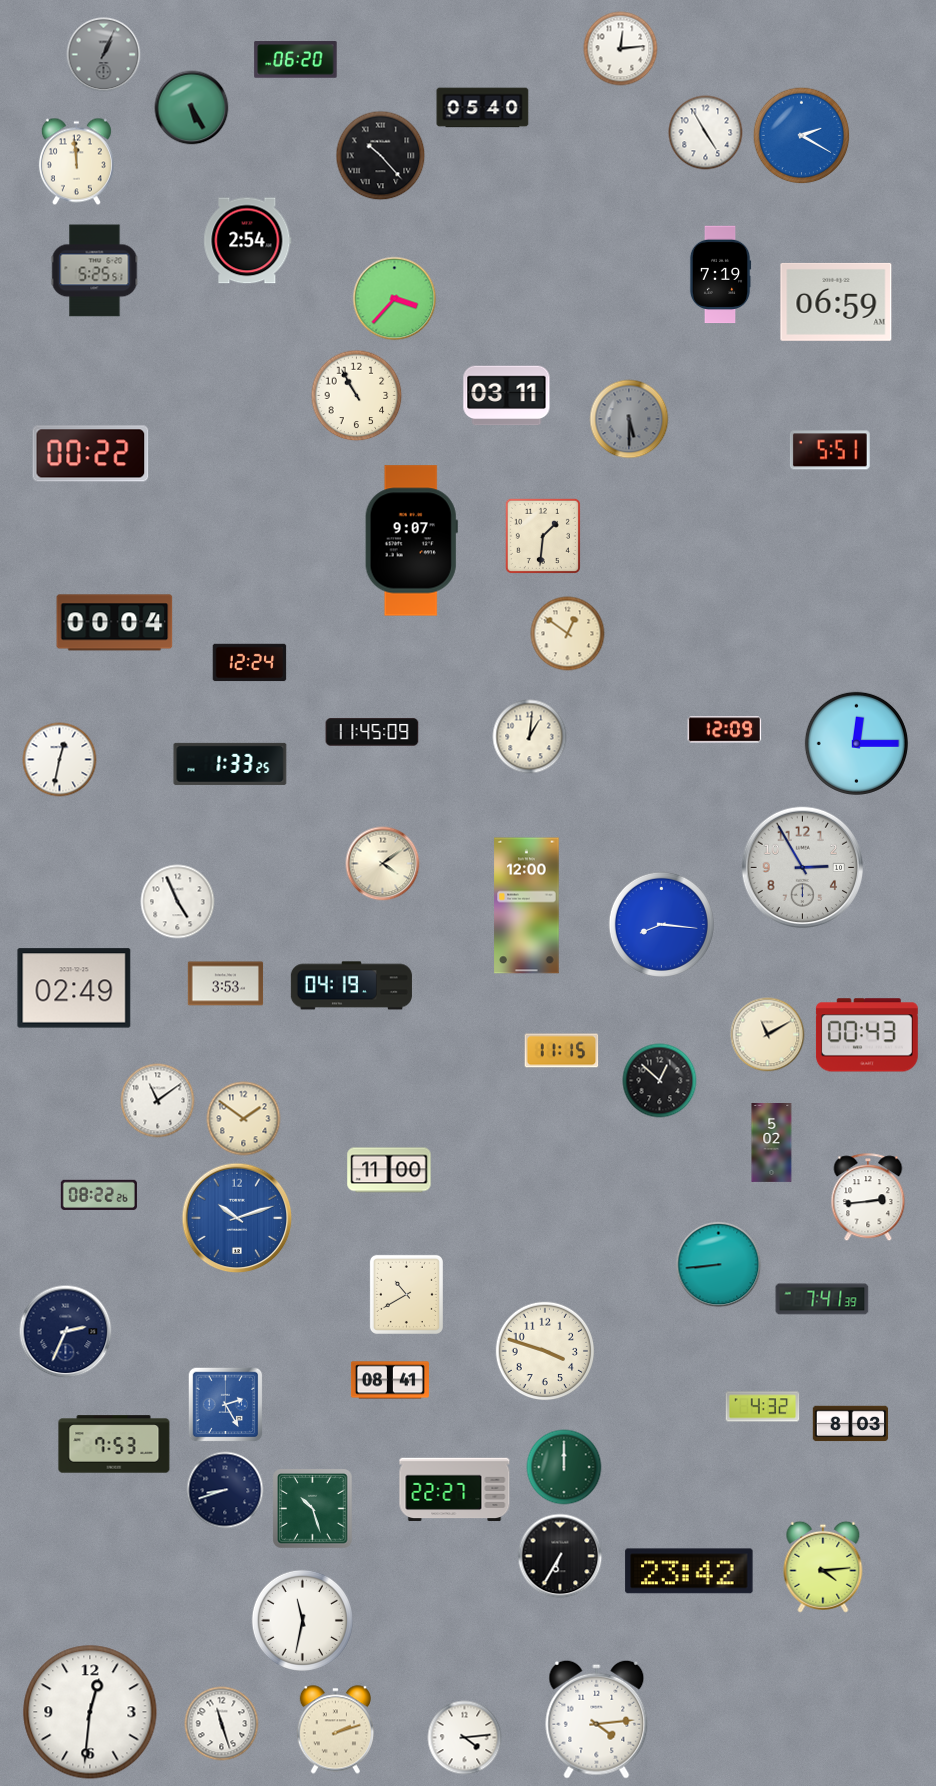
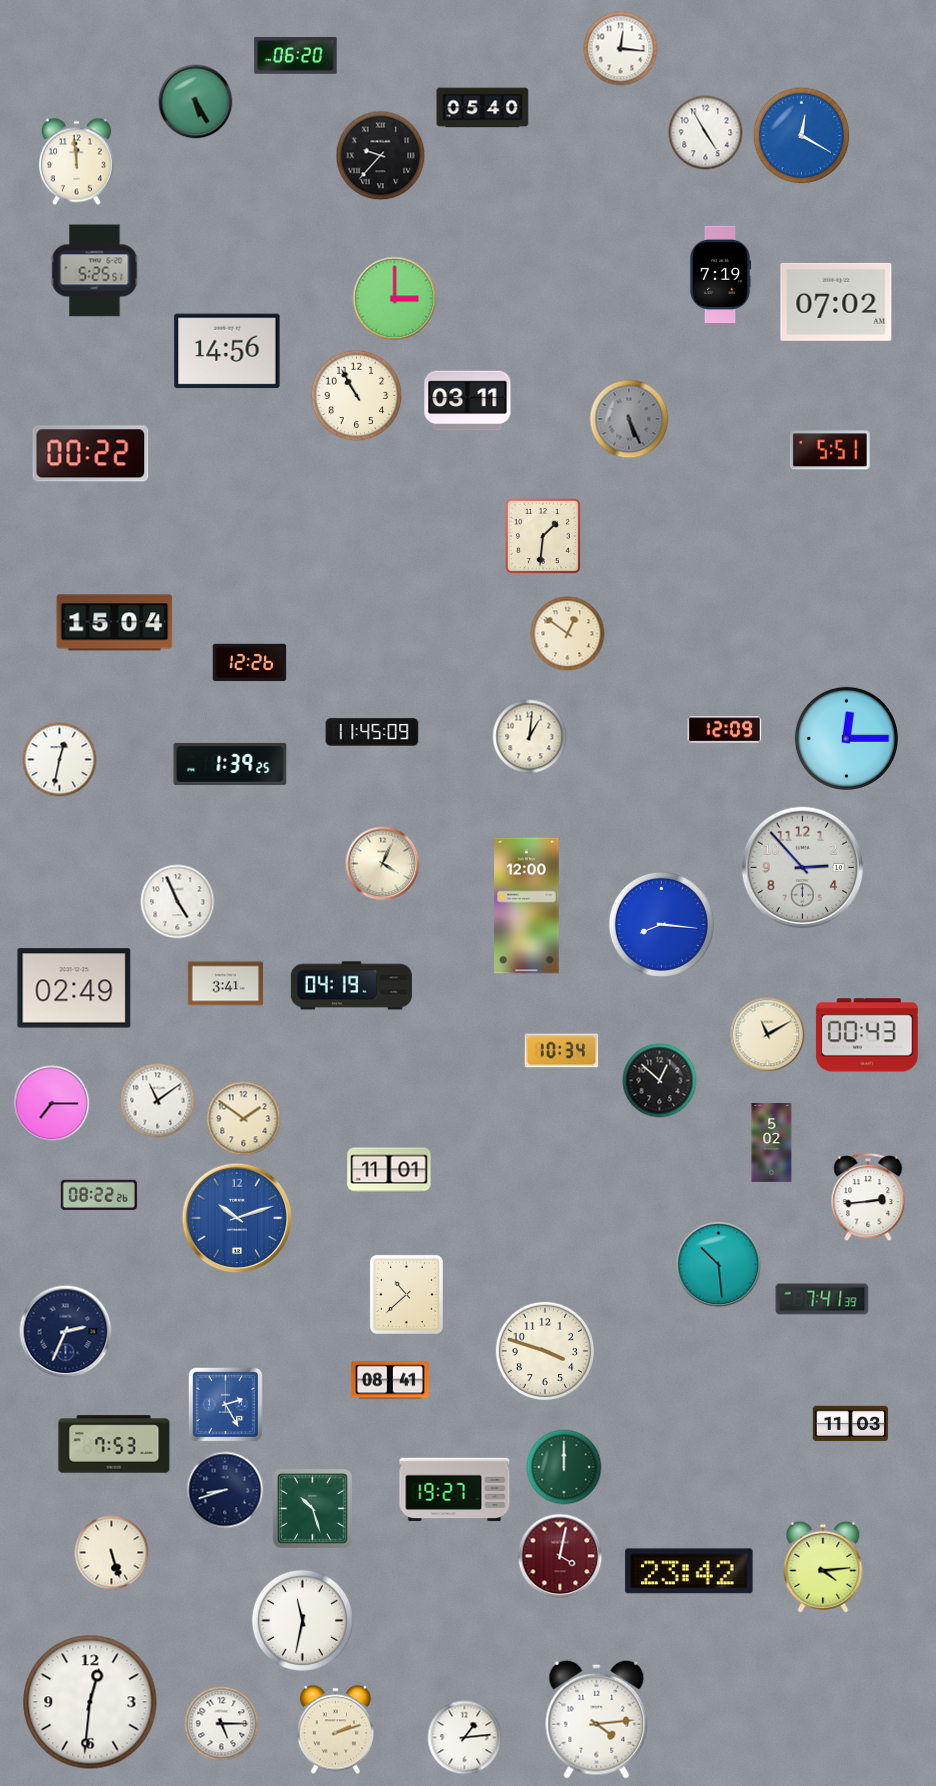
clock at (621, 49): 12:14 -> 12:16
clock at (104, 55): 1:04 -> none
clock at (296, 60) position: (296, 60) -> (296, 56)
clock at (192, 108) position: (192, 108) -> (196, 102)
clock at (802, 136): 2:20 -> 12:20
clock at (381, 156): 10:23 -> 9:37
clock at (248, 241): 2:54 -> none
clock at (395, 299): 3:37 -> 3:00
clock at (836, 302): 06:59 -> 07:02
clock at (227, 351): none -> 14:56
clock at (507, 396) position: (507, 396) -> (468, 401)
clock at (629, 419): 5:30 -> 5:26
clock at (411, 541): 9:07 -> none
clock at (115, 623): 00:04 -> 15:04
clock at (250, 663): 12:24 -> 12:26
clock at (856, 743) position: (856, 743) -> (846, 738)
clock at (230, 764): 1:33 -> 1:39
clock at (383, 864): 4:09 -> 4:04
clock at (803, 868): 2:55 -> 2:53
clock at (226, 984): 3:53 -> 3:41
clock at (562, 1051): 11:15 -> 10:34
clock at (52, 1104): none -> 7:15
clock at (389, 1170): 11:00 -> 11:01
clock at (719, 1265): 8:44 -> 10:29
clock at (406, 1294): 10:40 -> 10:38
clock at (763, 1407): 4:32 -> none
clock at (851, 1424): 8:03 -> 11:03
clock at (455, 1490): 22:27 -> 19:27
clock at (112, 1553): none -> 5:27
clock at (560, 1556): 6:35 -> 4:02
clock at (560, 1556) dial: black -> burgundy
clock at (90, 1712) position: (90, 1712) -> (90, 1702)
clock at (222, 1724): 11:27 -> 5:15
clock at (465, 1738): 4:14 -> 1:14
